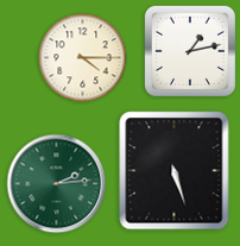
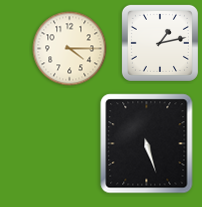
clock at (57, 184): 2:14 -> none
